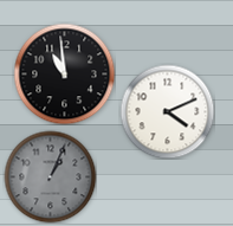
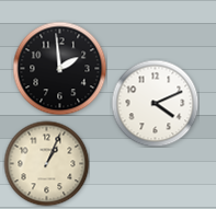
clock at (64, 73): 10:59 -> 1:59
clock at (50, 176) dial: grey -> cream
